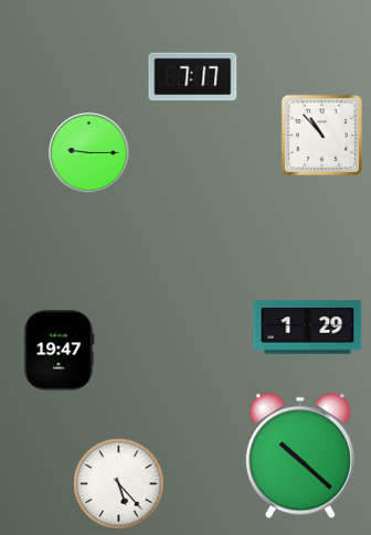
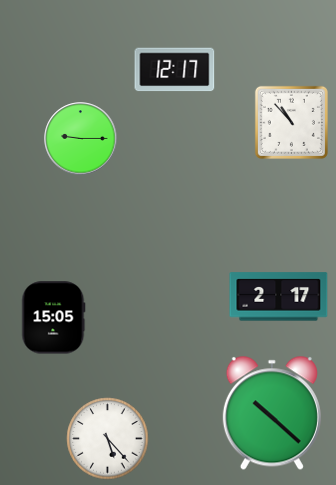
clock at (193, 77): 7:17 -> 12:17
clock at (308, 328): 1:29 -> 2:17
clock at (60, 351): 19:47 -> 15:05
